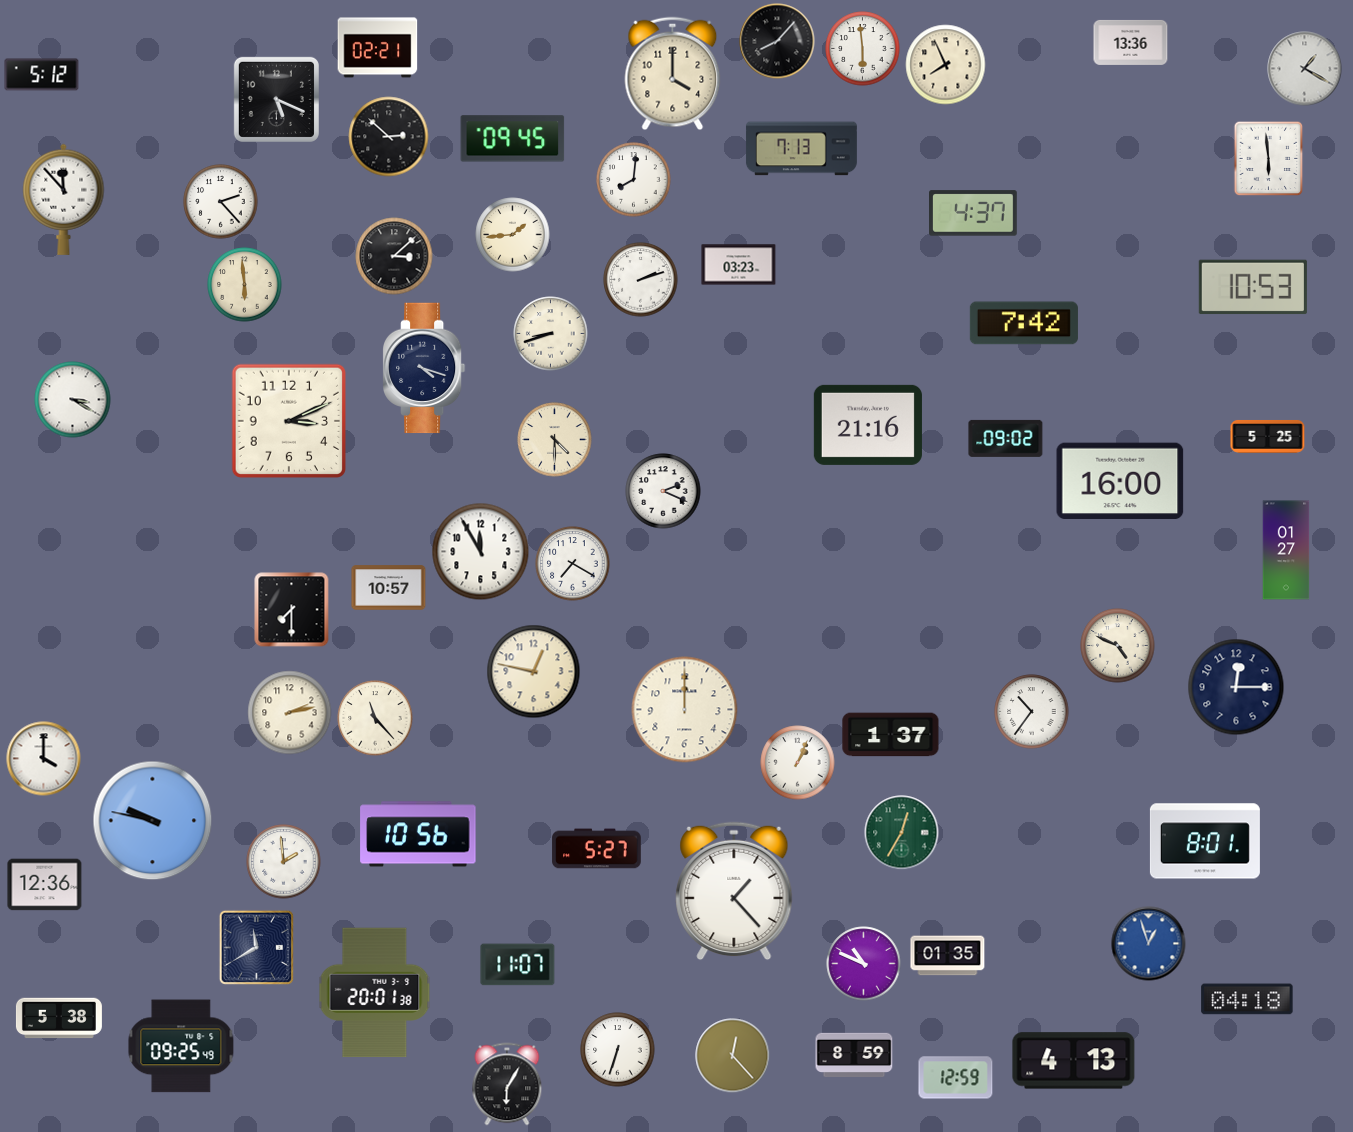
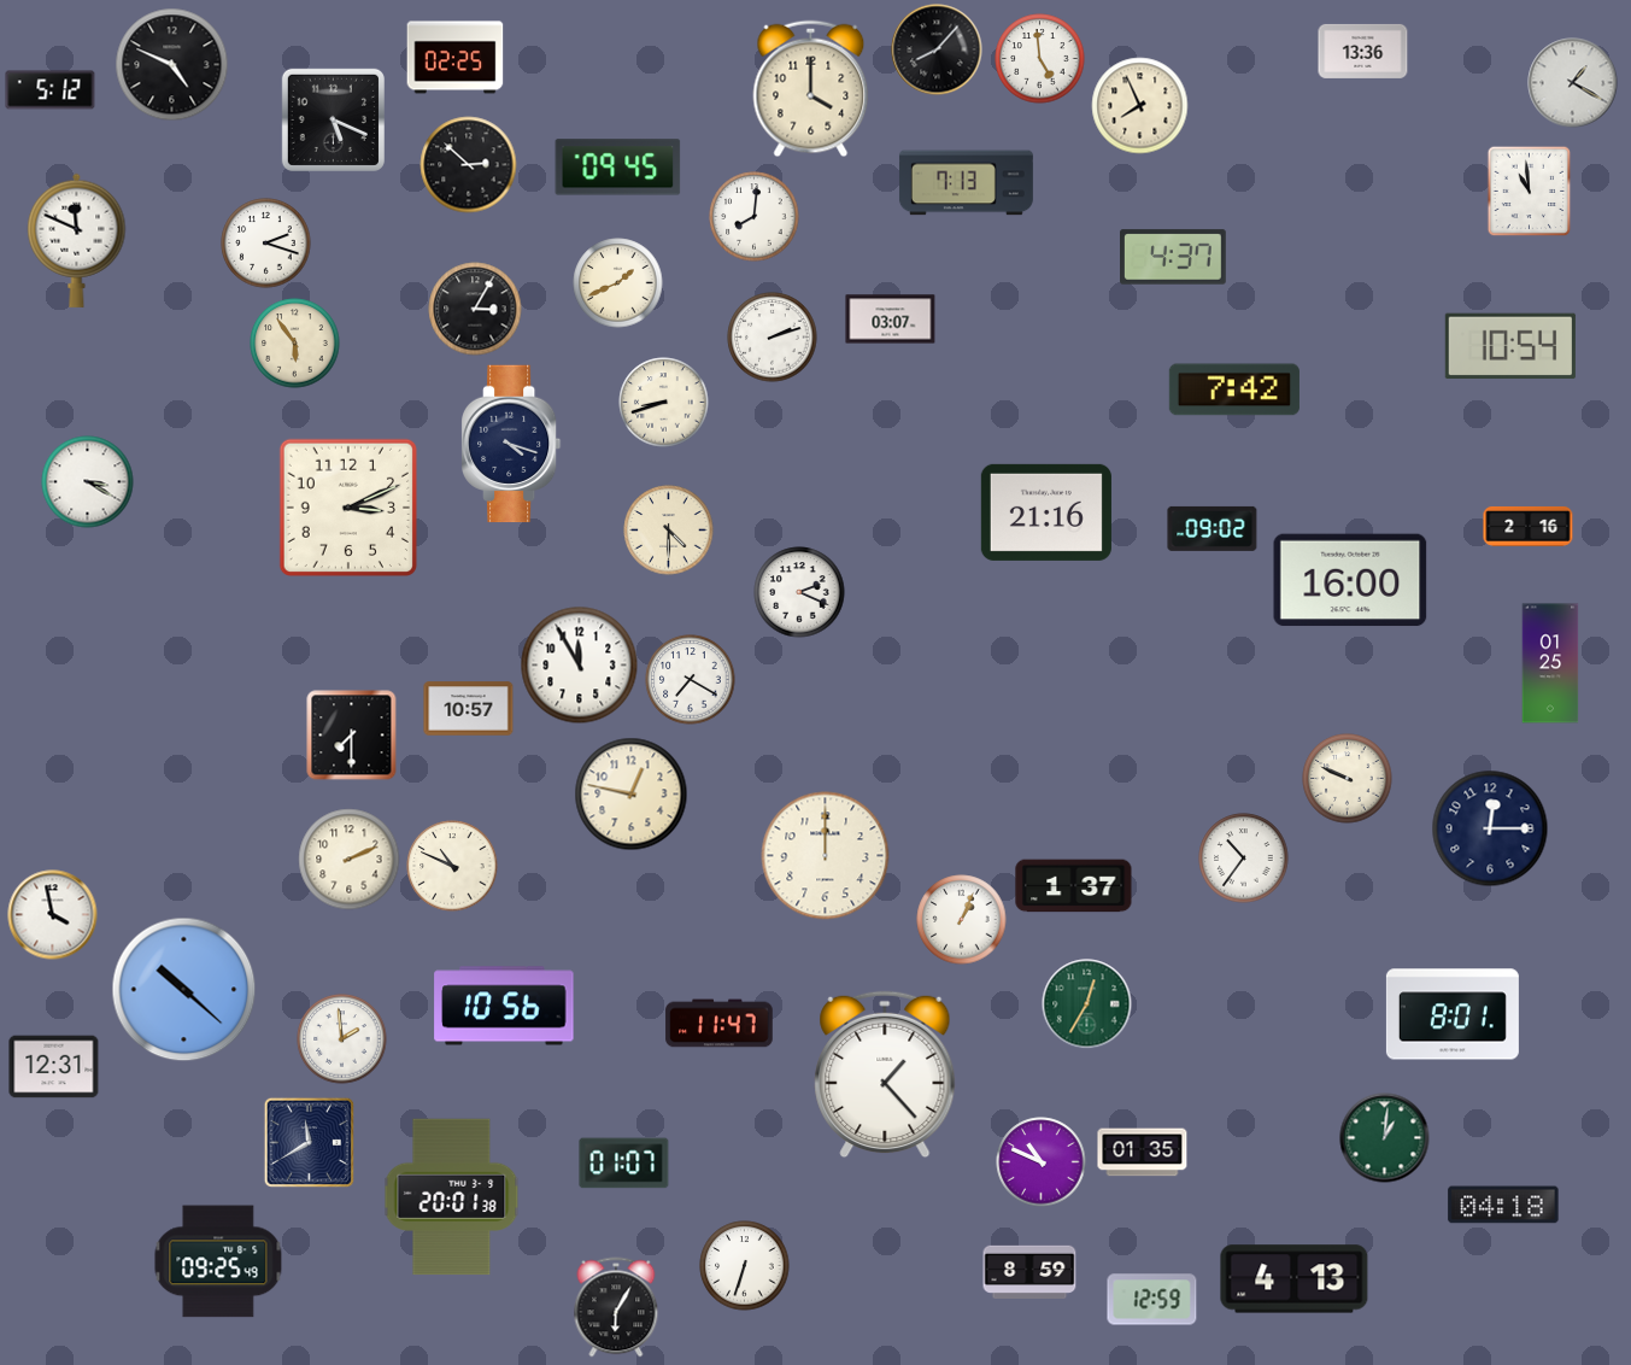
clock at (378, 48): 02:21 -> 02:25
clock at (863, 49): 5:59 -> 4:59
clock at (172, 65): none -> 4:49
clock at (946, 65) position: (946, 65) -> (1140, 106)
clock at (801, 149) position: (801, 149) -> (966, 183)
clock at (1269, 159): 5:59 -> 10:59
clock at (634, 180) position: (634, 180) -> (755, 217)
clock at (64, 199): 11:53 -> 11:49
clock at (221, 202): 2:23 -> 2:18
clock at (513, 235): 1:44 -> 1:41
clock at (394, 256): 3:08 -> 3:05
clock at (739, 265): 03:23 -> 03:07
clock at (245, 285): 5:59 -> 5:54
clock at (1253, 287): 10:53 -> 10:54
clock at (1268, 436): 5:25 -> 2:16
clock at (1286, 550): 01:27 -> 01:25
clock at (1118, 646): 4:49 -> 9:49
clock at (534, 672) position: (534, 672) -> (632, 795)
clock at (290, 713): 2:13 -> 2:11
clock at (375, 718): 11:23 -> 10:49
clock at (44, 759): 4:00 -> 3:58
clock at (153, 821): 9:47 -> 10:22
clock at (597, 849): 5:27 -> 11:47
clock at (45, 885): 12:36 -> 12:31
clock at (1149, 944): 12:57 -> 1:01
clock at (1149, 944) dial: blue -> green
clock at (518, 965): 11:07 -> 01:07
clock at (59, 1018): 5:38 -> none
clock at (733, 1056): 12:23 -> none
clock at (507, 1084) position: (507, 1084) -> (616, 1307)
